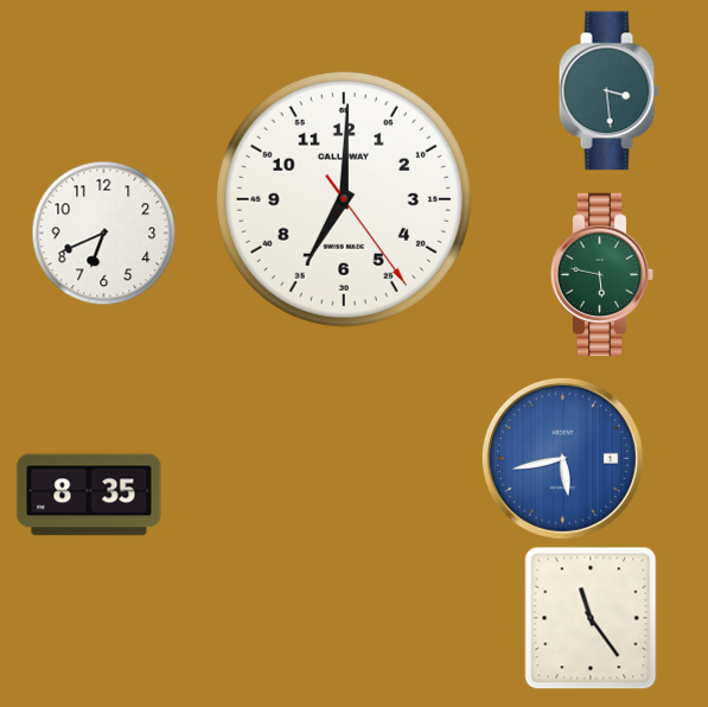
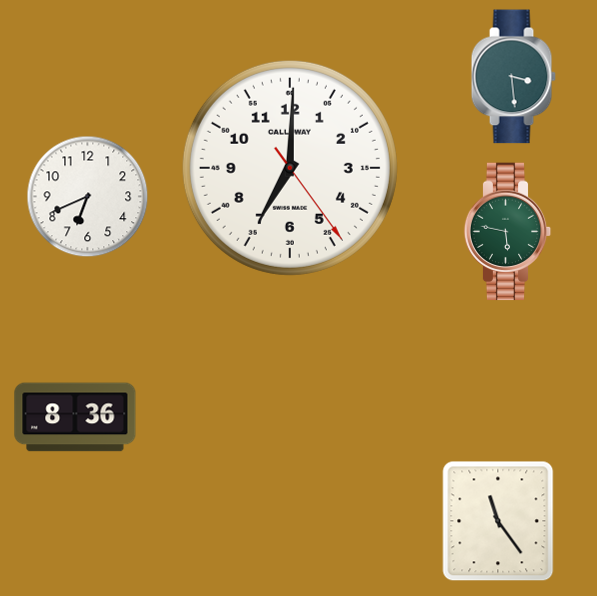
clock at (562, 458): 5:43 -> none
clock at (89, 495): 8:35 -> 8:36
